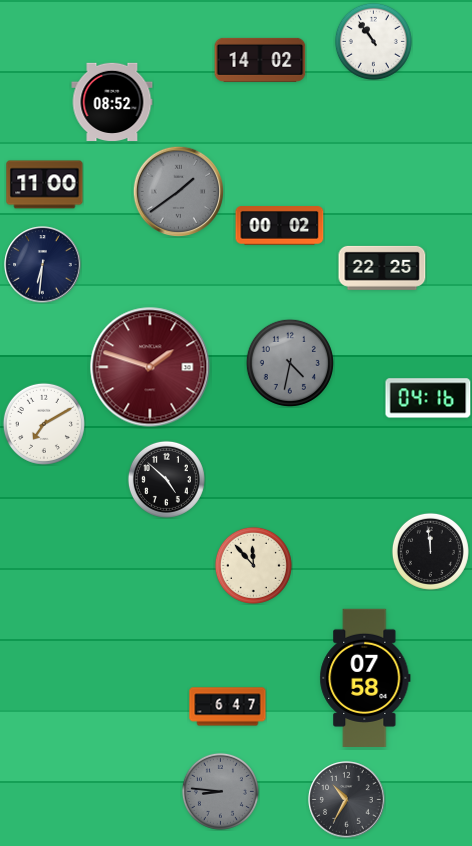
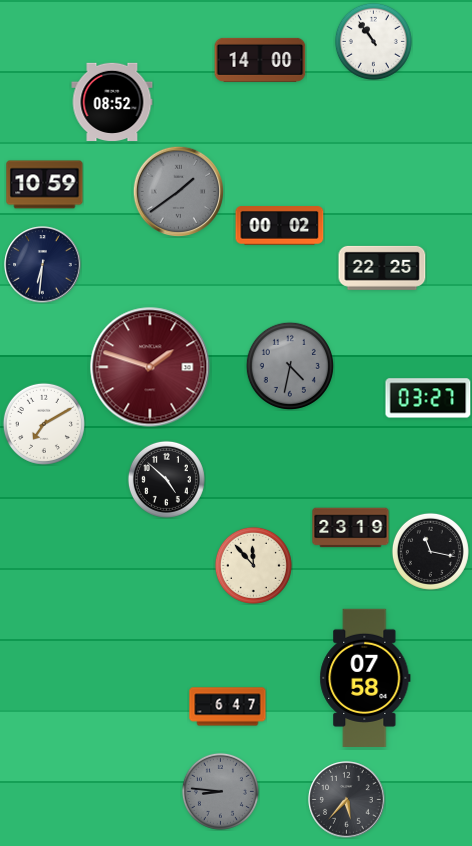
clock at (260, 60): 14:02 -> 14:00
clock at (45, 185): 11:00 -> 10:59
clock at (290, 363) position: (290, 363) -> (290, 366)
clock at (428, 398): 04:16 -> 03:27
clock at (351, 528): none -> 23:19
clock at (430, 551): 11:59 -> 11:17
clock at (347, 800): 10:35 -> 5:37
